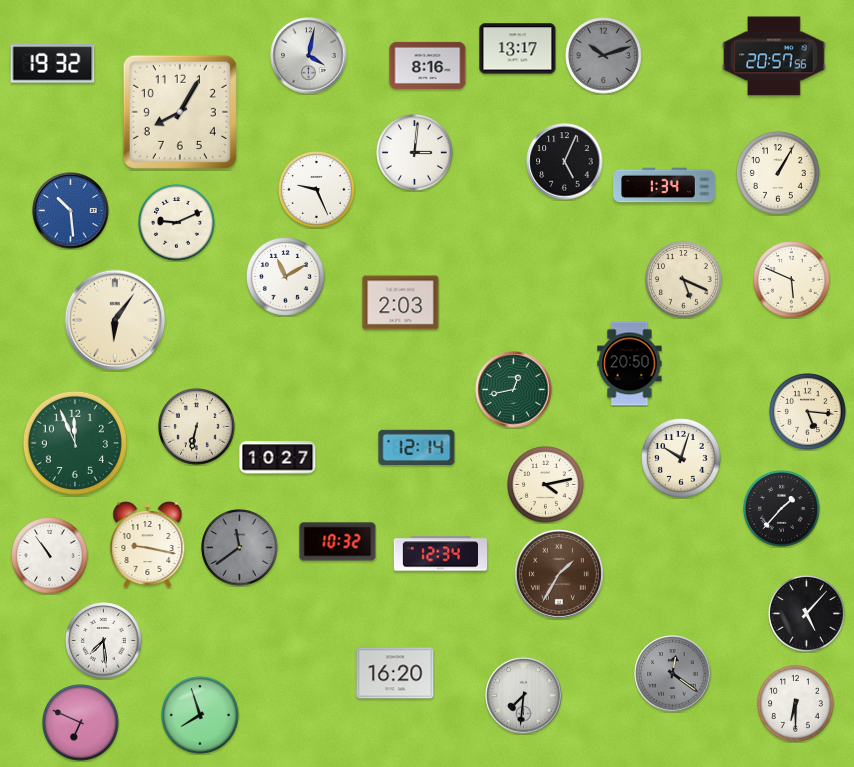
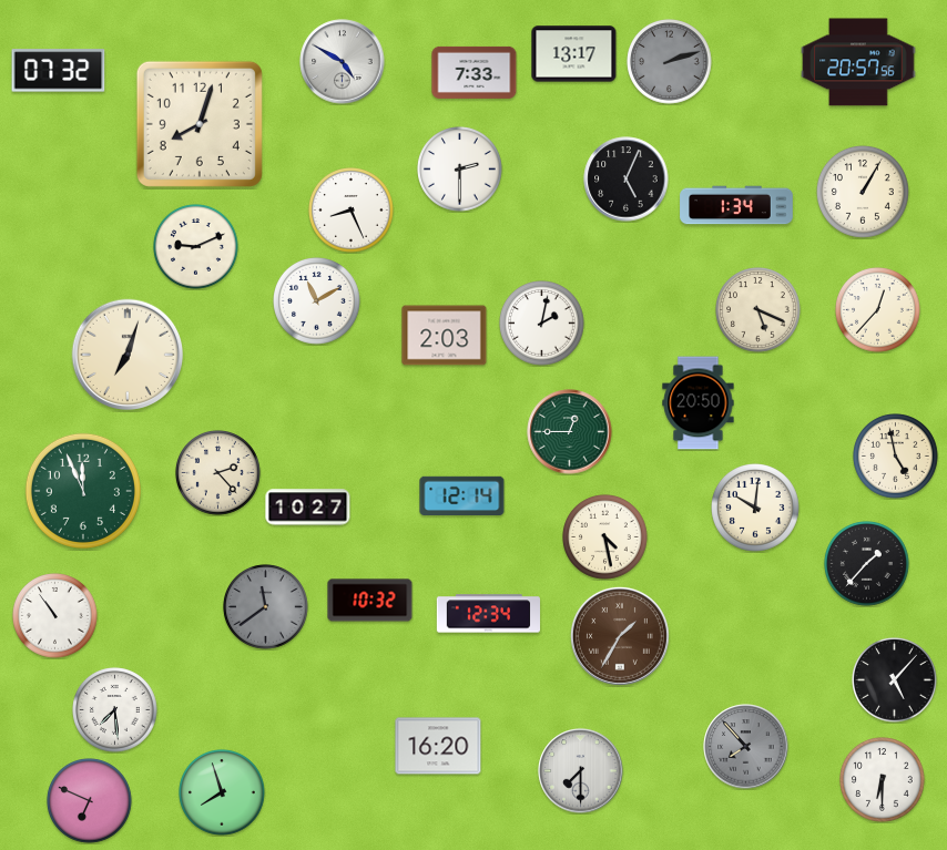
clock at (309, 56): 4:02 -> 4:50
clock at (604, 56): 10:12 -> 2:12
clock at (53, 64): 19:32 -> 07:32
clock at (428, 65): 8:16 -> 7:33
clock at (180, 112): 8:05 -> 8:03
clock at (415, 153): 3:01 -> 2:30
clock at (317, 190): 9:26 -> 8:26
clock at (71, 211): 10:29 -> none
clock at (286, 277) position: (286, 277) -> (317, 301)
clock at (792, 280): 5:49 -> 12:37
clock at (542, 324): none -> 2:02
clock at (115, 320): 6:06 -> 7:03
clock at (514, 390): 12:43 -> 12:45
clock at (808, 412): 5:16 -> 4:58
clock at (197, 427): 6:32 -> 2:23
clock at (682, 459): 10:03 -> 10:01
clock at (546, 485): 4:13 -> 4:28
clock at (338, 542) position: (338, 542) -> (370, 601)
clock at (148, 544): 9:17 -> none
clock at (673, 674): 12:21 -> 7:53
clock at (524, 696): 7:31 -> 7:30
